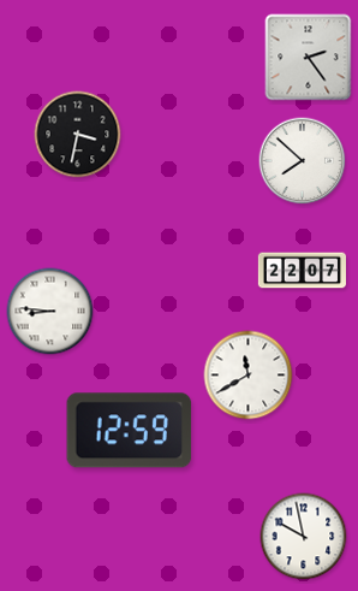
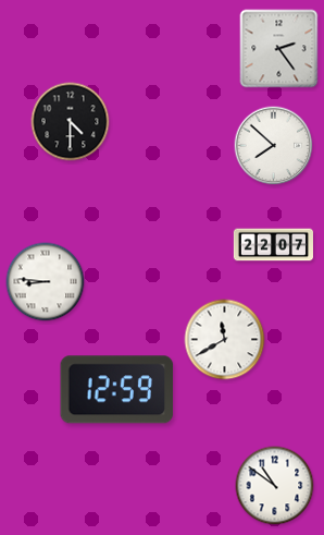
clock at (309, 58) position: (309, 58) -> (279, 49)
clock at (78, 135): 3:32 -> 4:30
clock at (304, 537): 9:58 -> 10:51
